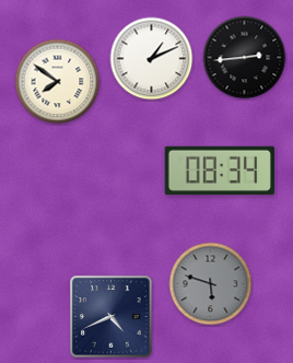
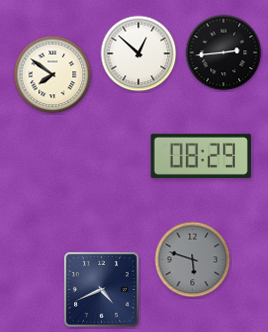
clock at (152, 59): 1:11 -> 12:52
clock at (220, 171): 08:34 -> 08:29
